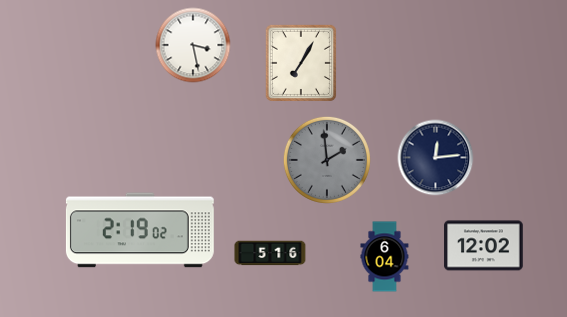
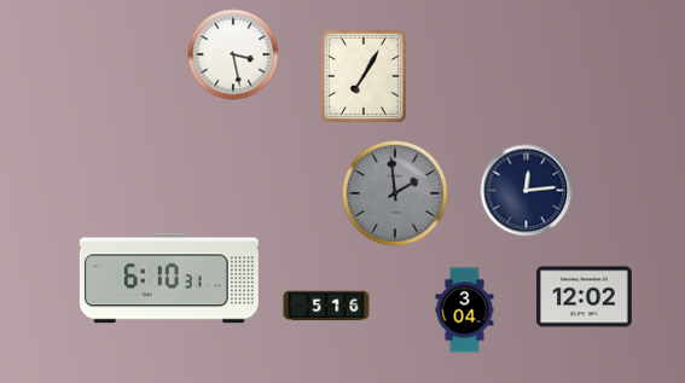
clock at (140, 230): 2:19 -> 6:10
clock at (385, 257): 6:04 -> 3:04
